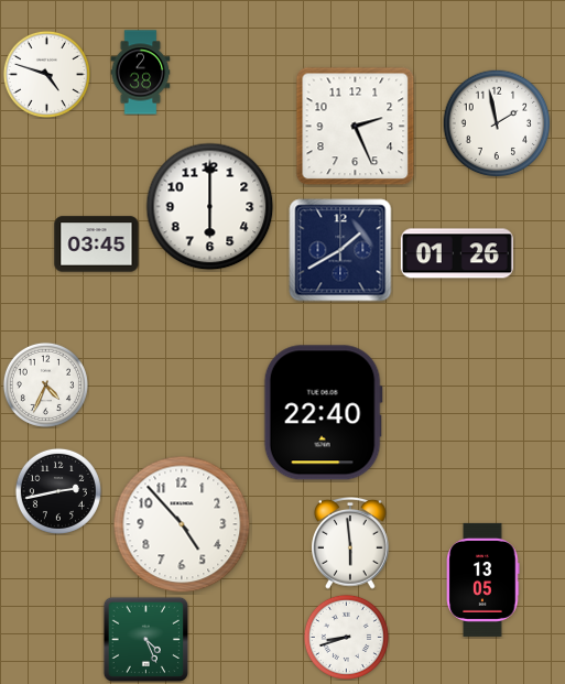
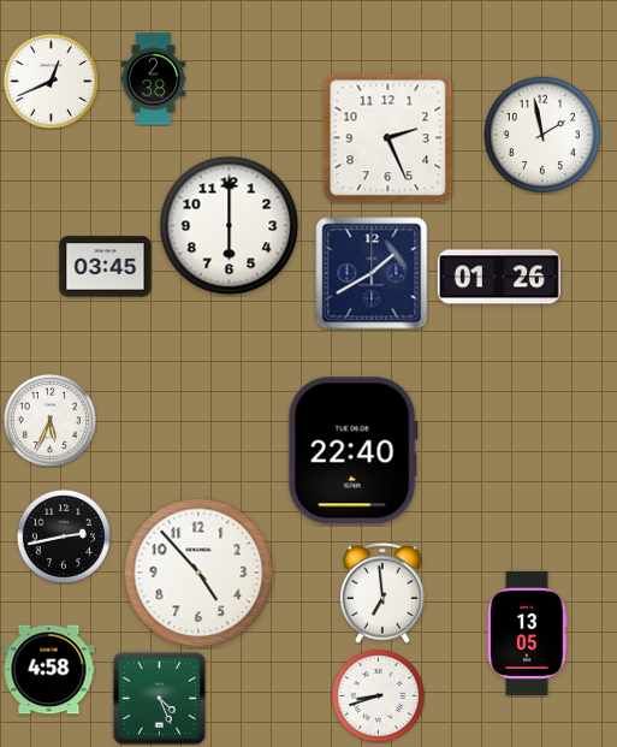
clock at (46, 74): 4:48 -> 12:41
clock at (45, 384): 4:34 -> 5:34
clock at (351, 543): 5:59 -> 6:59
clock at (49, 670): none -> 4:58
